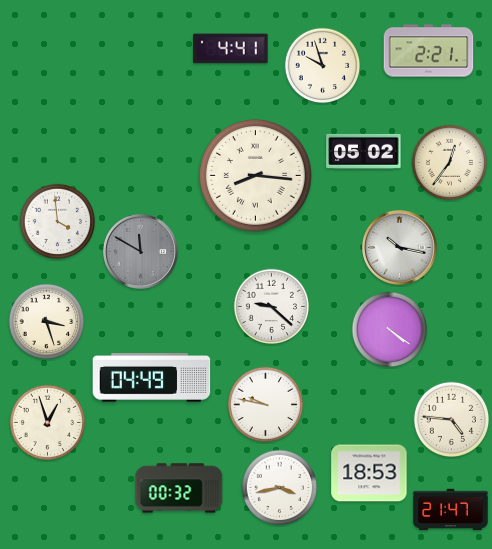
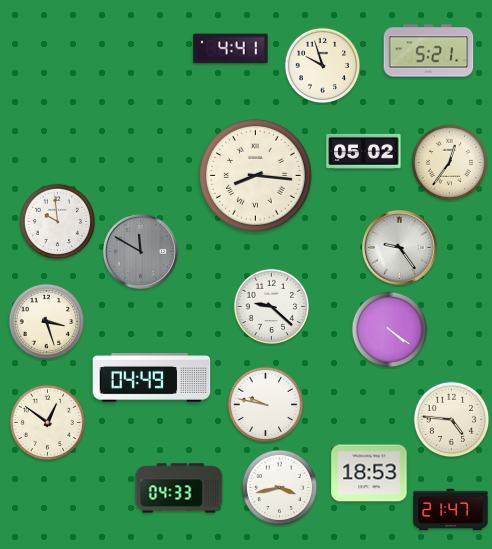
clock at (429, 51): 2:21 -> 5:21
clock at (58, 222): 3:59 -> 9:59
clock at (399, 247): 10:17 -> 9:24
clock at (48, 423): 12:57 -> 12:51
clock at (179, 488): 00:32 -> 04:33
